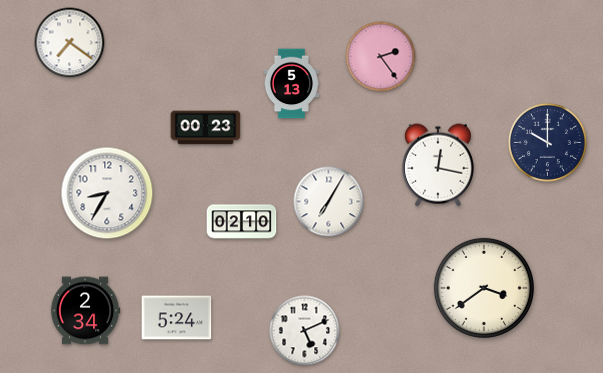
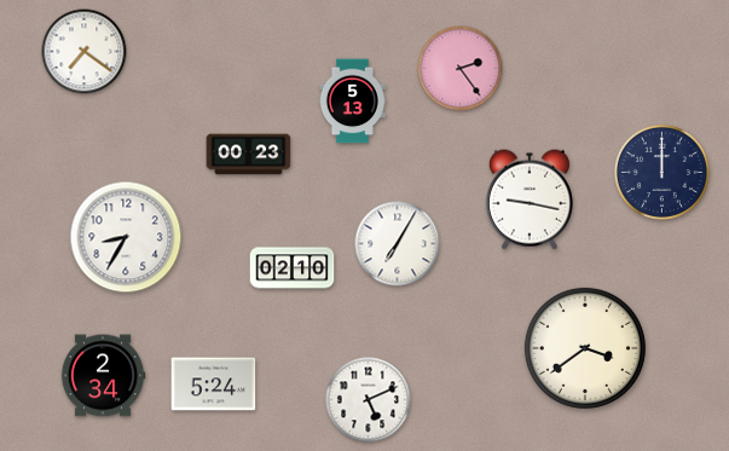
clock at (547, 142): 10:00 -> 12:00
clock at (438, 165): 12:17 -> 9:17
clock at (107, 193) position: (107, 193) -> (126, 237)
